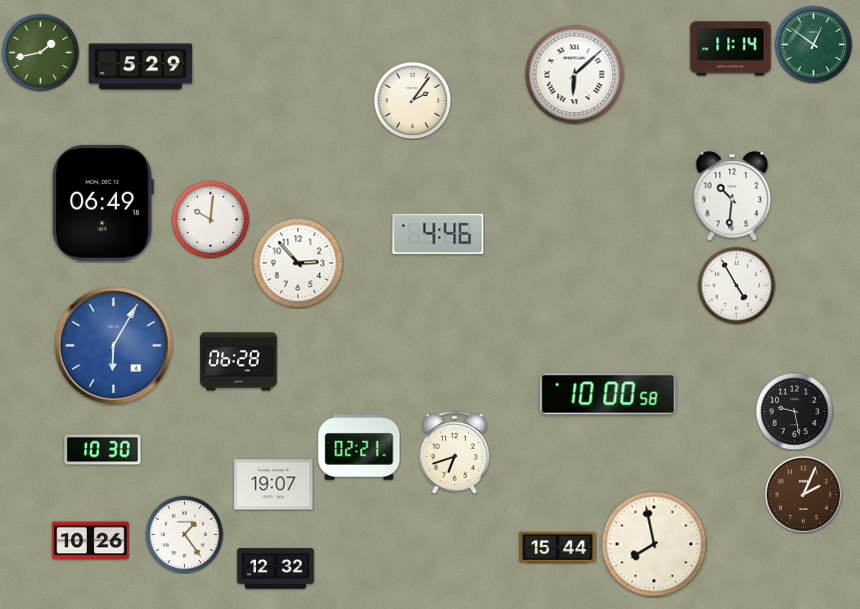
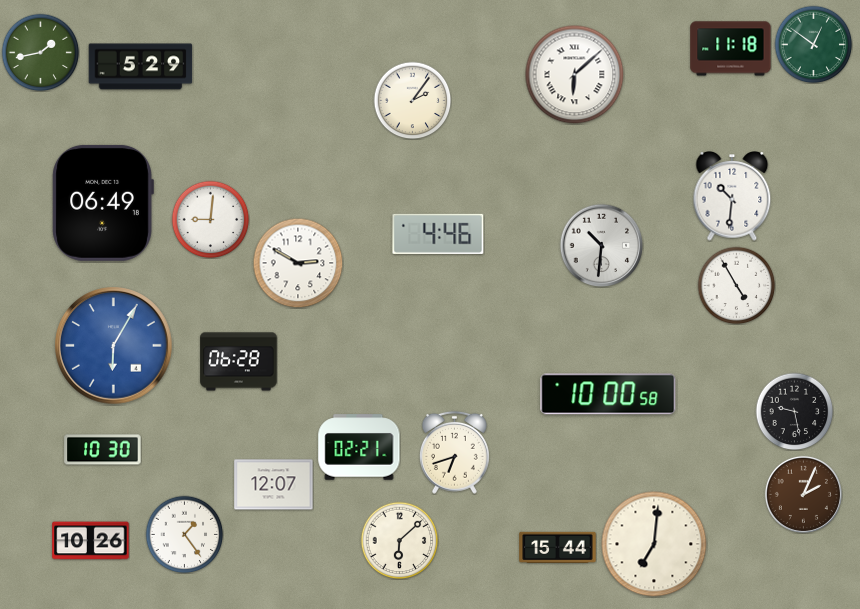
clock at (731, 49): 11:14 -> 11:18
clock at (210, 219): 10:01 -> 9:01
clock at (601, 245): none -> 10:31
clock at (298, 263): 2:53 -> 2:50
clock at (274, 485): 19:07 -> 12:07
clock at (399, 540): none -> 6:08
clock at (654, 544): 7:58 -> 7:01
clock at (276, 569): 12:32 -> none
